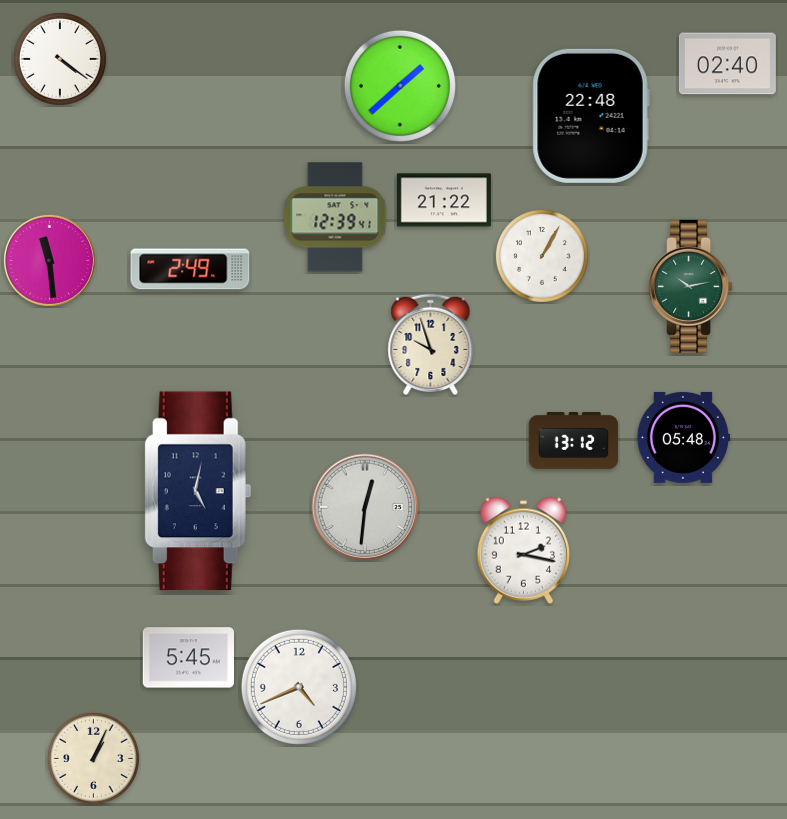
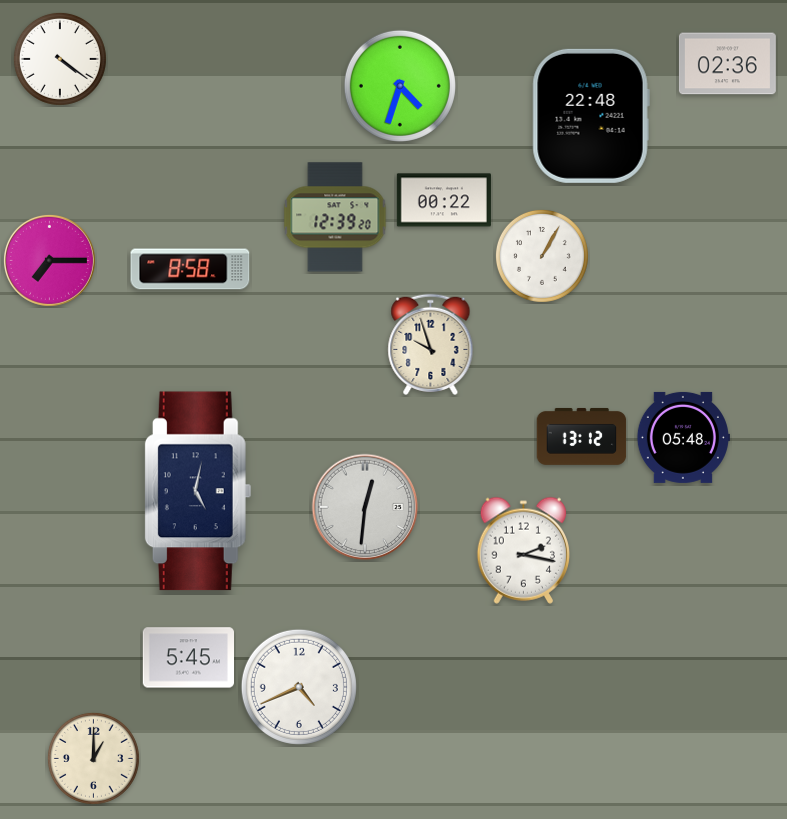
clock at (727, 64): 02:40 -> 02:36
clock at (400, 86): 1:38 -> 4:33
clock at (444, 200): 21:22 -> 00:22
clock at (335, 217): 12:39:41 -> 12:39:20
clock at (49, 260): 11:29 -> 7:15
clock at (190, 269): 2:49 -> 8:58
clock at (691, 286): 10:13 -> none
clock at (574, 440) position: (574, 440) -> (582, 436)
clock at (93, 758): 1:04 -> 1:00
